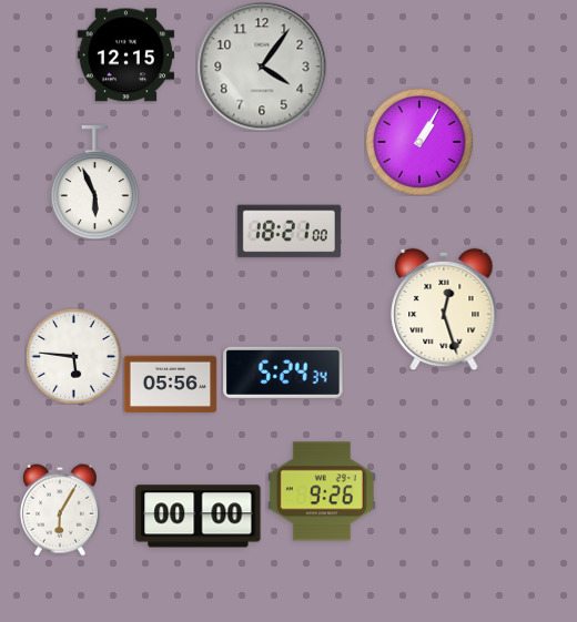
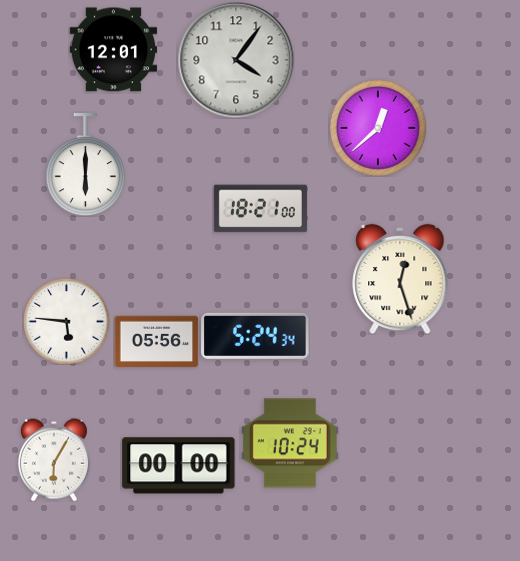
clock at (125, 55): 12:15 -> 12:01
clock at (419, 142): 1:05 -> 12:38
clock at (94, 183): 5:56 -> 6:00
clock at (170, 385) position: (170, 385) -> (156, 342)
clock at (322, 491): 9:26 -> 10:24
